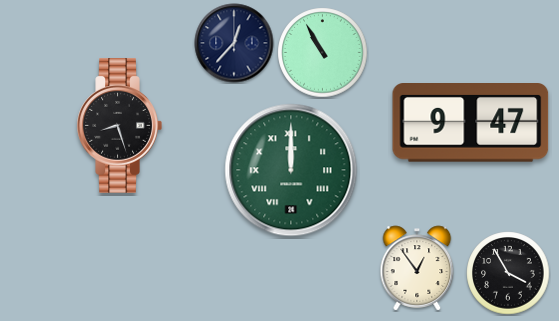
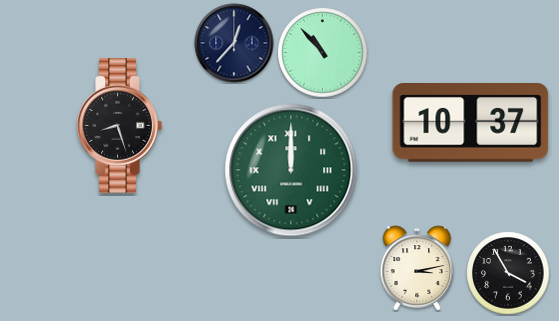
clock at (323, 53): 10:55 -> 10:53
clock at (471, 123): 9:47 -> 10:37
clock at (417, 268): 12:54 -> 3:13
